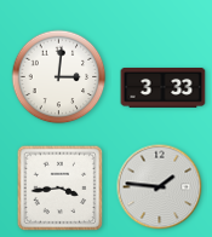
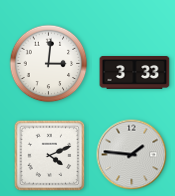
clock at (61, 189): 3:44 -> 4:11
